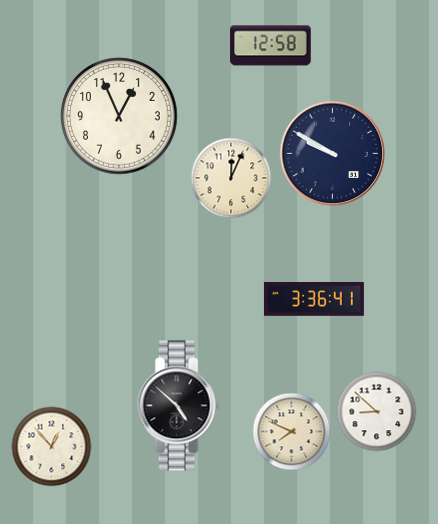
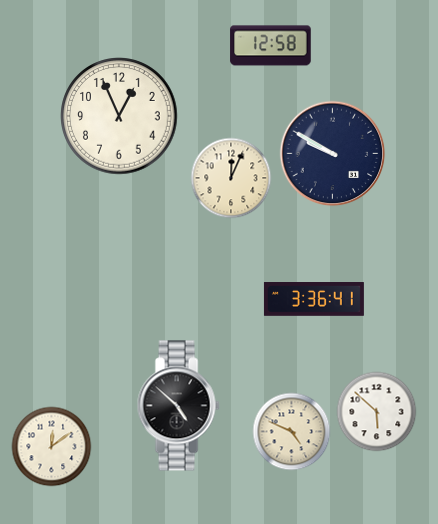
clock at (377, 412): 8:52 -> 5:52
clock at (292, 432): 7:49 -> 4:49
clock at (52, 447): 12:53 -> 12:09
